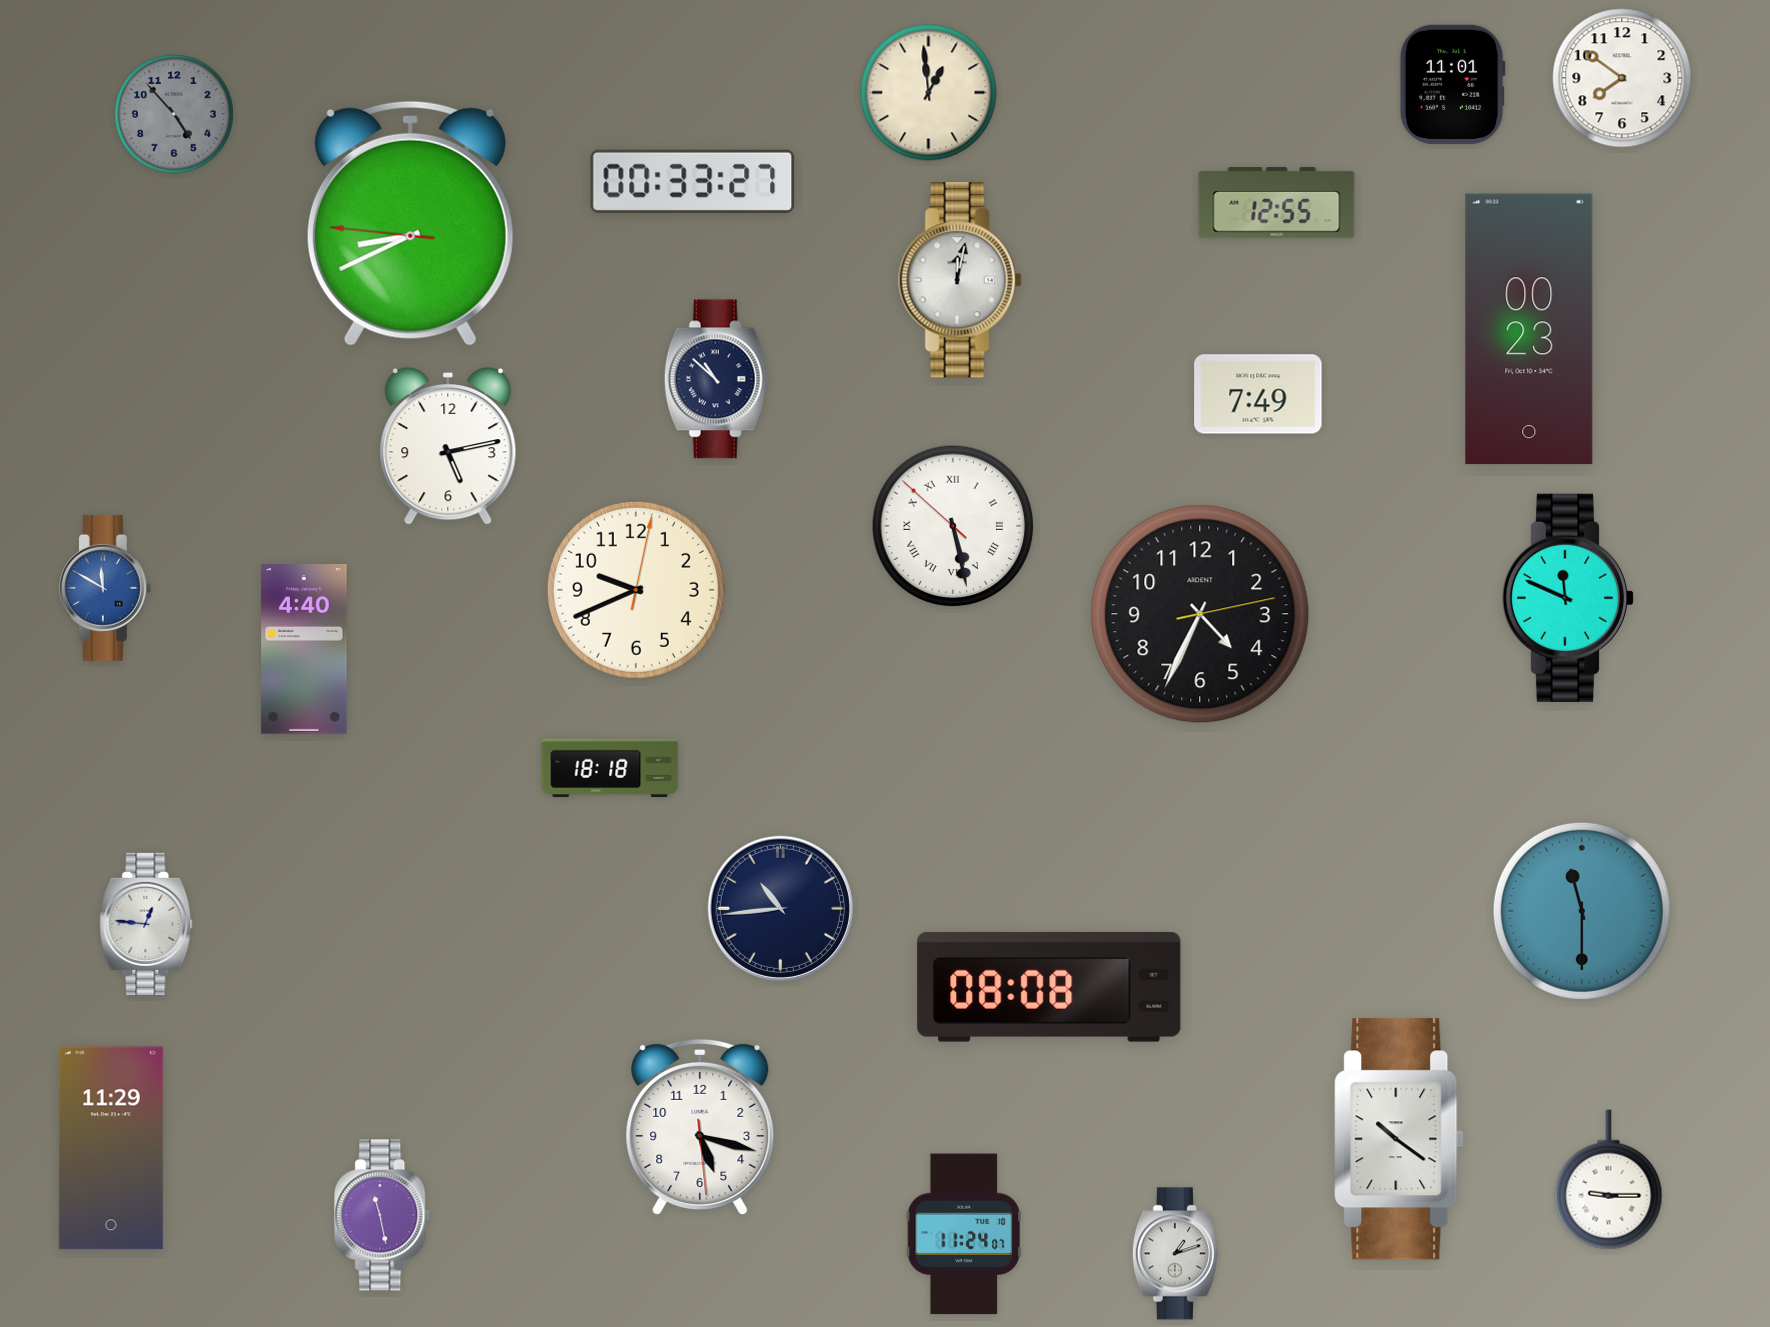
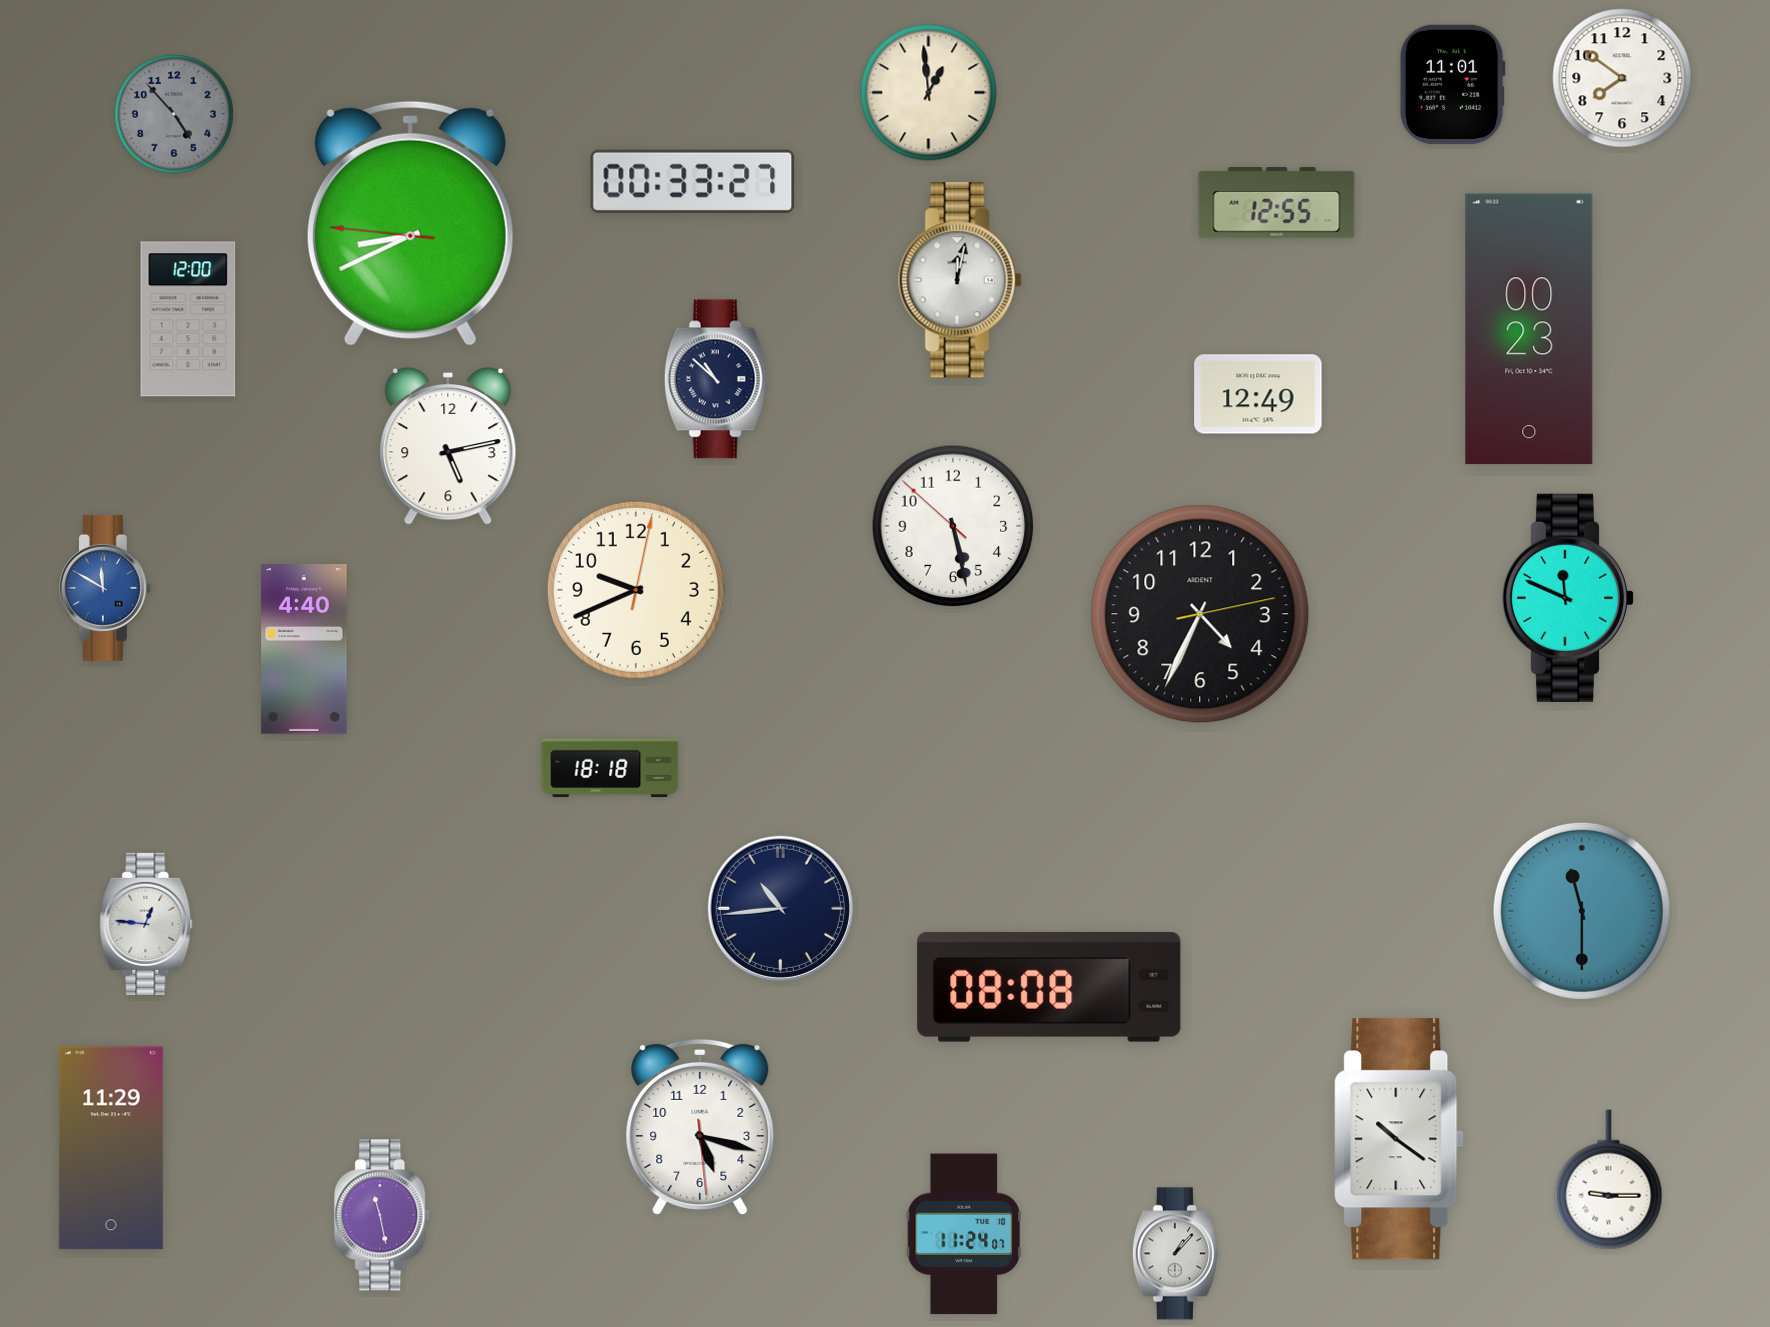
clock at (188, 319): none -> 12:00
clock at (1258, 394): 7:49 -> 12:49
clock at (953, 526) numerals: Roman -> Arabic
clock at (1175, 1254): 1:12 -> 1:07
